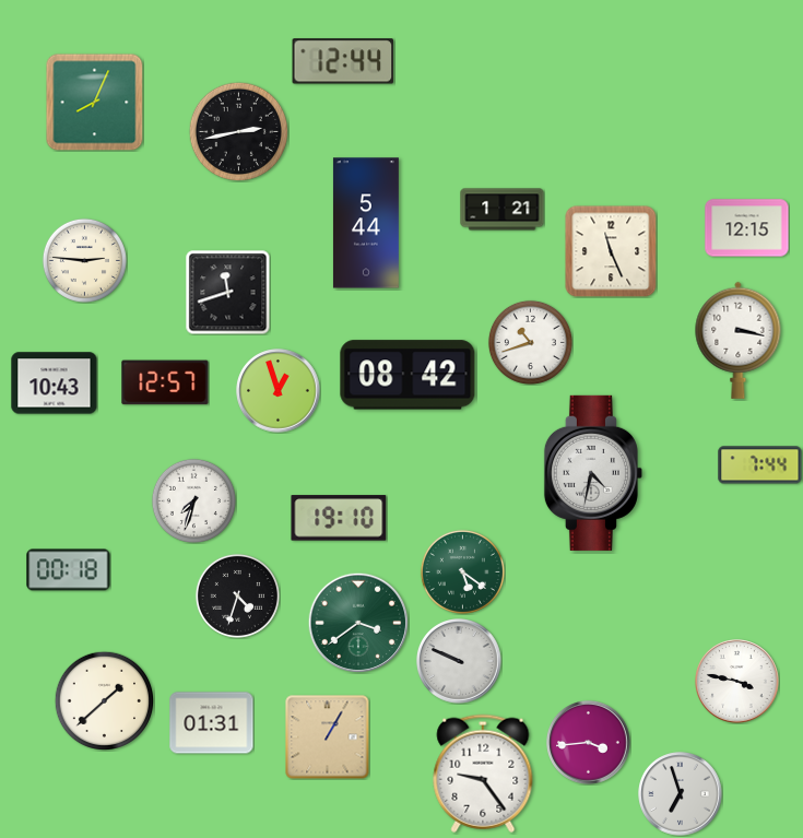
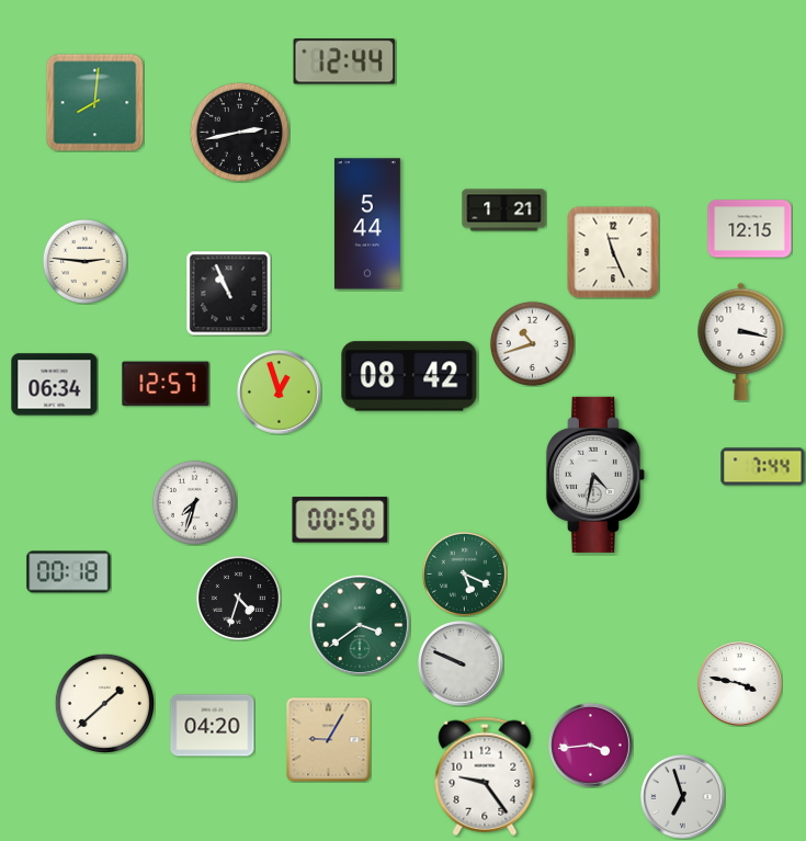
clock at (95, 103): 8:04 -> 8:01
clock at (227, 292): 11:42 -> 10:56
clock at (55, 383): 10:43 -> 06:34
clock at (339, 518): 19:10 -> 00:50
clock at (462, 571): 5:21 -> 5:19
clock at (212, 723): 01:31 -> 04:20
clock at (328, 737): 1:05 -> 9:05
